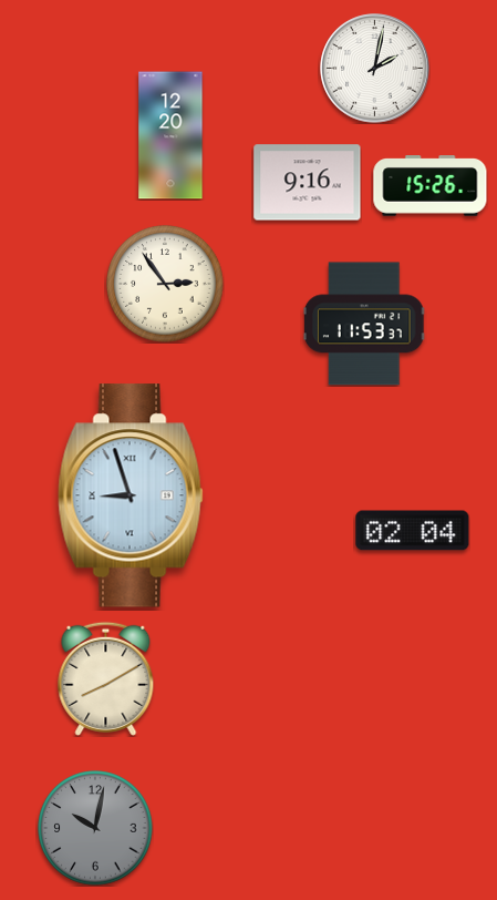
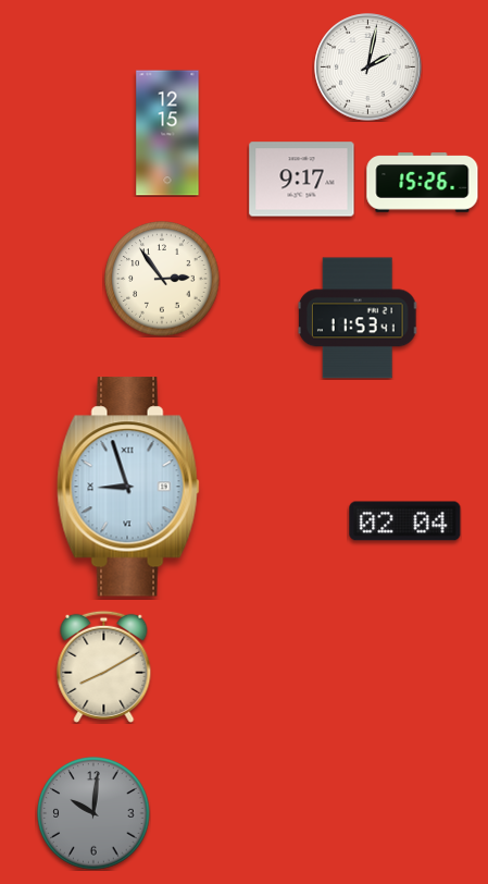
clock at (170, 135): 12:20 -> 12:15
clock at (308, 183): 9:16 -> 9:17
clock at (365, 324): 11:53:37 -> 11:53:41
clock at (95, 828): 10:02 -> 10:01
